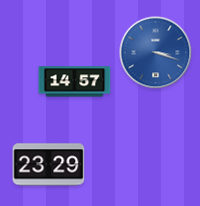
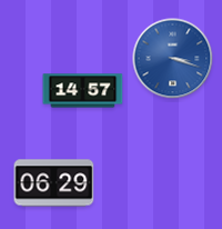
clock at (49, 165): 23:29 -> 06:29
